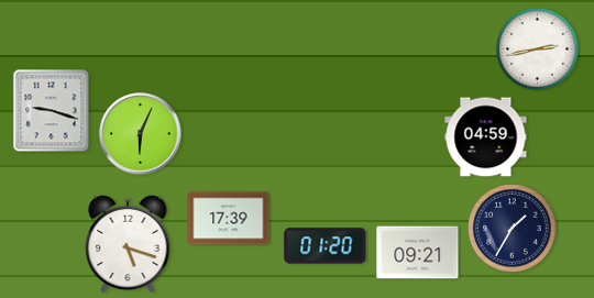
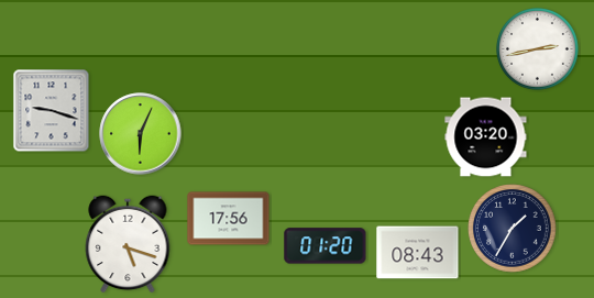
clock at (486, 137): 04:59 -> 03:20
clock at (229, 219): 17:39 -> 17:56
clock at (418, 253): 09:21 -> 08:43
